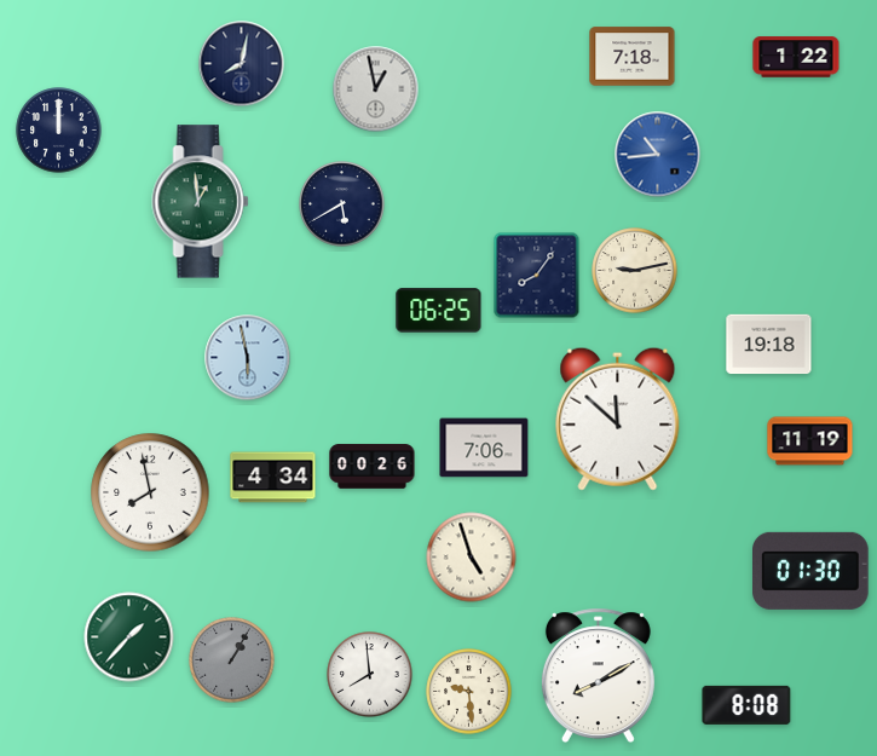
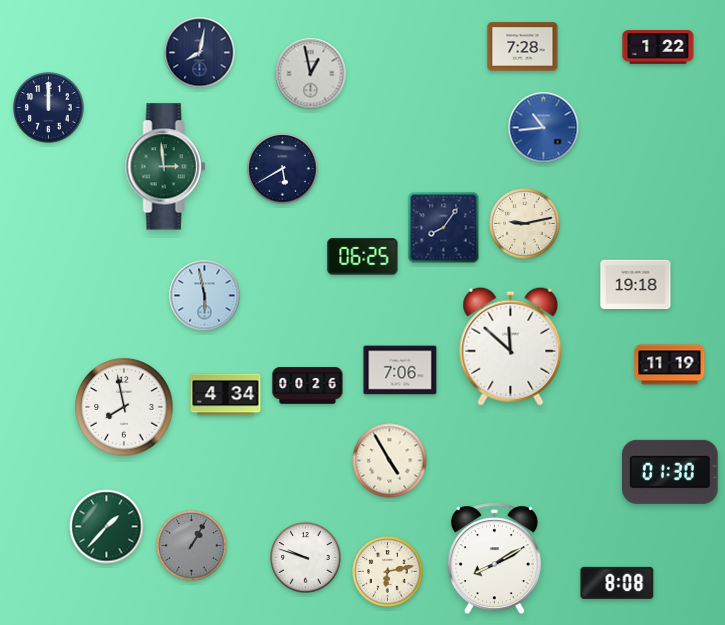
clock at (633, 57): 7:18 -> 7:28
clock at (201, 202): 12:59 -> 2:59
clock at (472, 558): 4:57 -> 4:55
clock at (370, 675): 7:59 -> 9:48
clock at (469, 692): 9:29 -> 6:13
